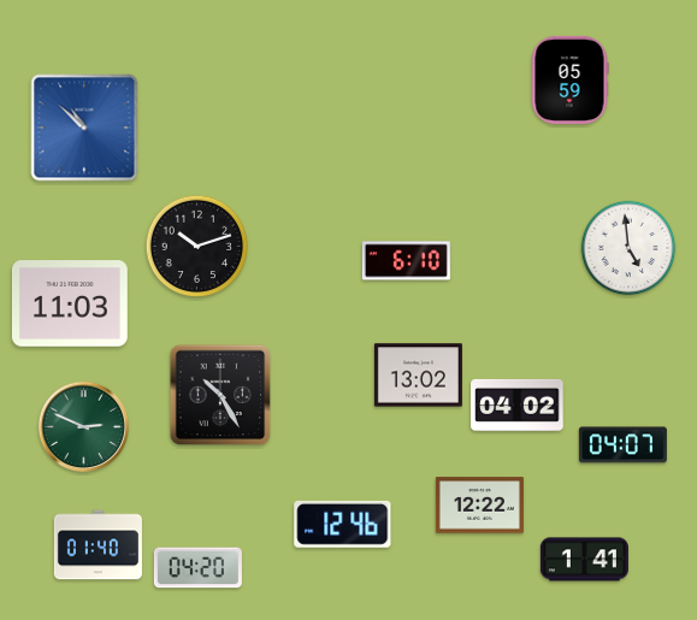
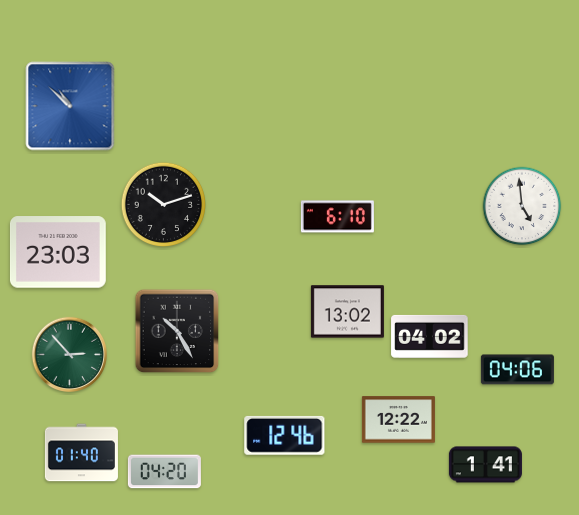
clock at (569, 79): 05:59 -> none
clock at (70, 303): 11:03 -> 23:03
clock at (220, 395) position: (220, 395) -> (177, 331)
clock at (83, 426): 2:49 -> 2:53
clock at (622, 445): 04:07 -> 04:06
